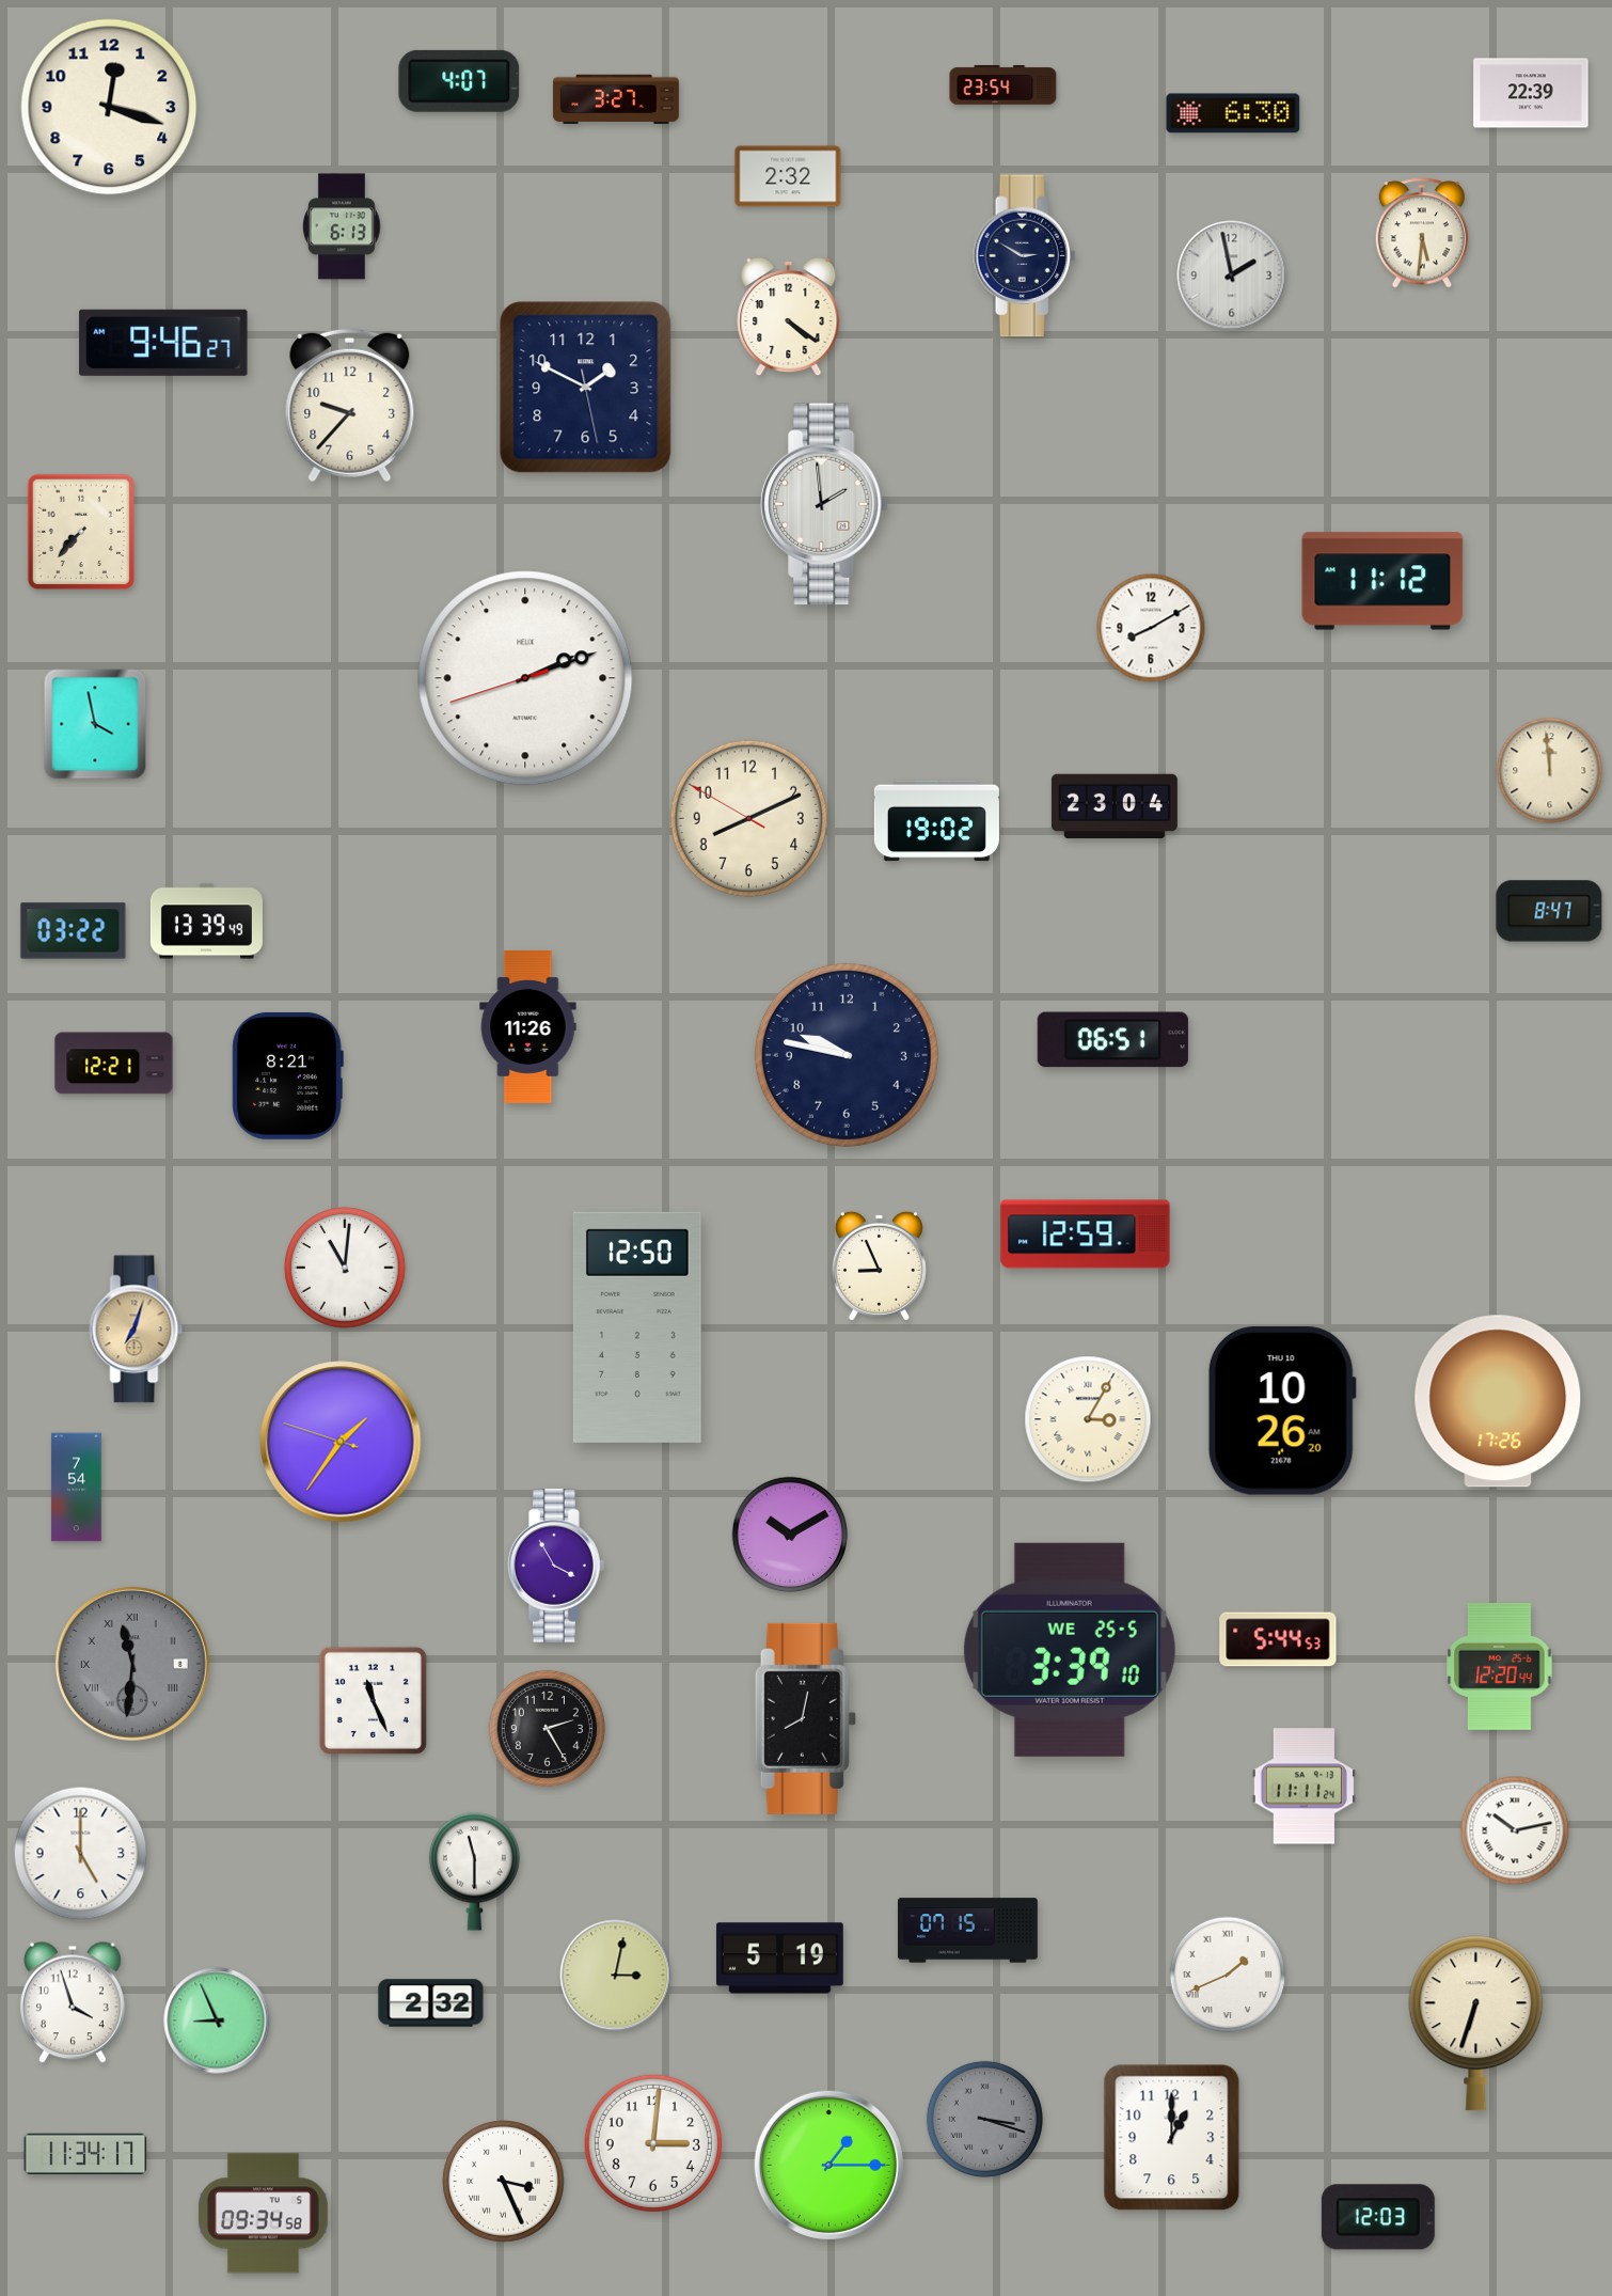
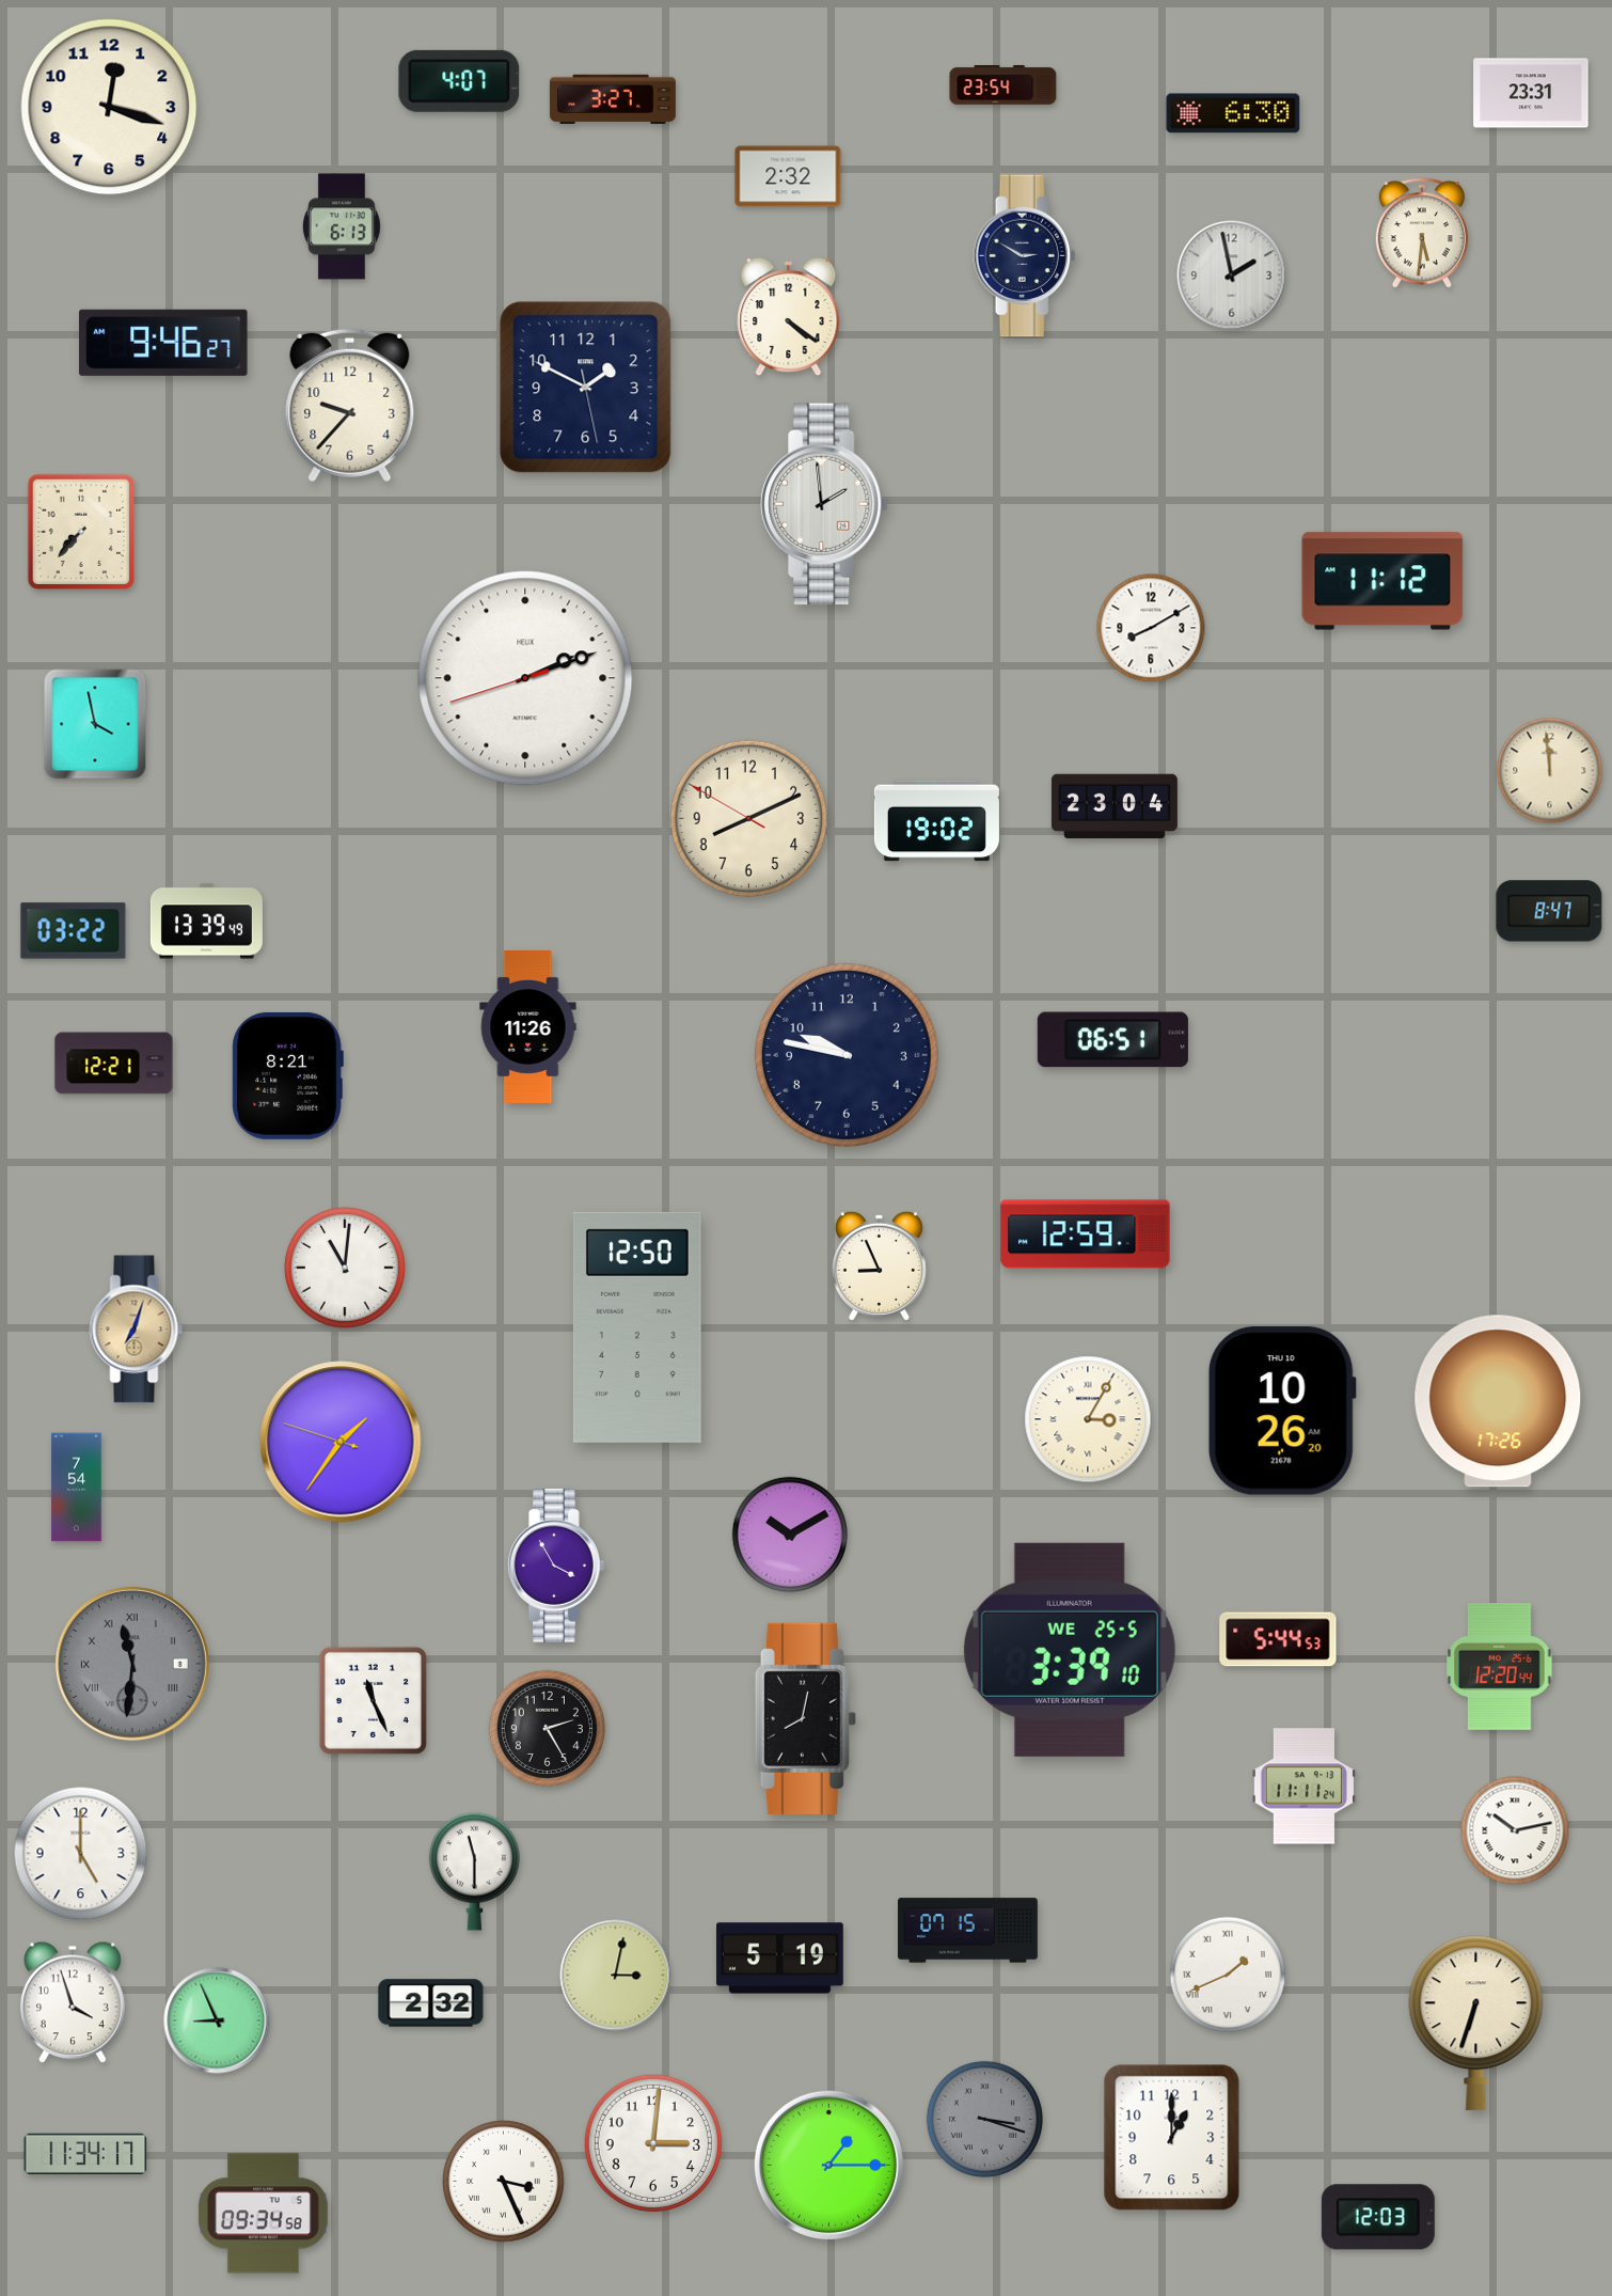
clock at (1531, 93): 22:39 -> 23:31
clock at (616, 98) position: (616, 98) -> (613, 98)
